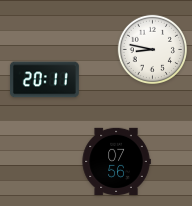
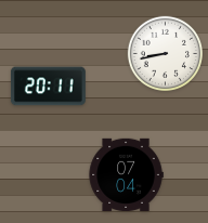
clock at (152, 49): 8:47 -> 8:43
clock at (116, 161): 07:56 -> 07:04
